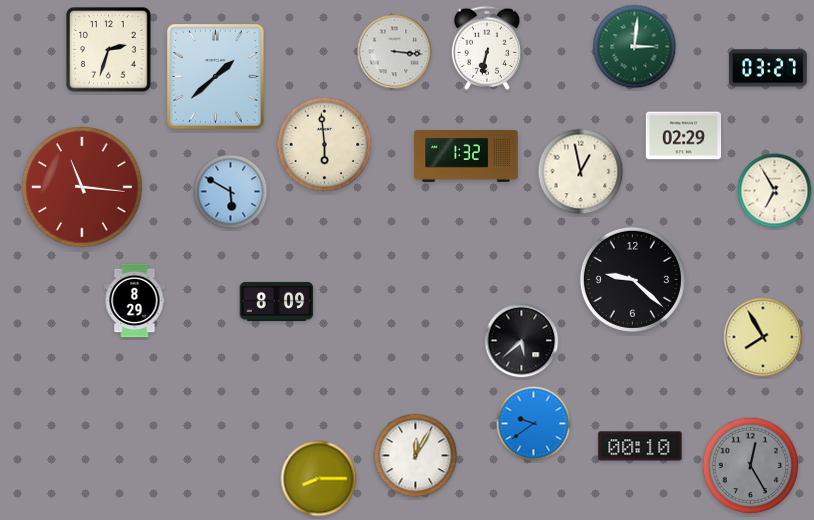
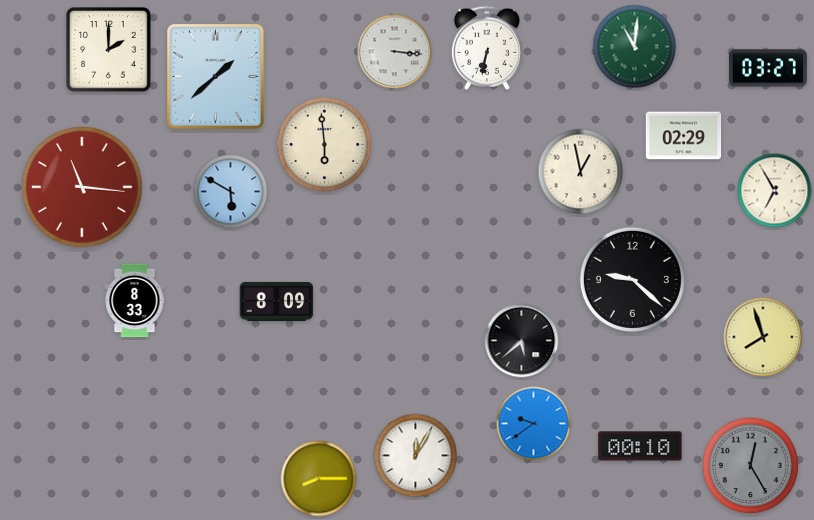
clock at (635, 47): 3:01 -> 11:01
clock at (109, 50): 2:33 -> 2:00
clock at (466, 157): 1:32 -> none
clock at (135, 301): 8:29 -> 8:33
clock at (763, 337): 7:55 -> 7:57
